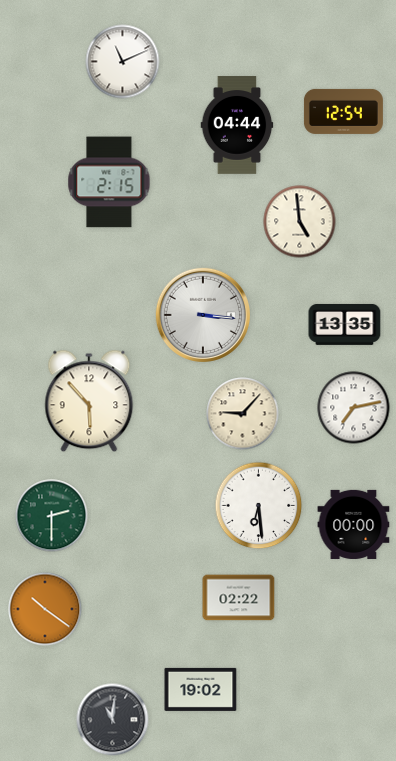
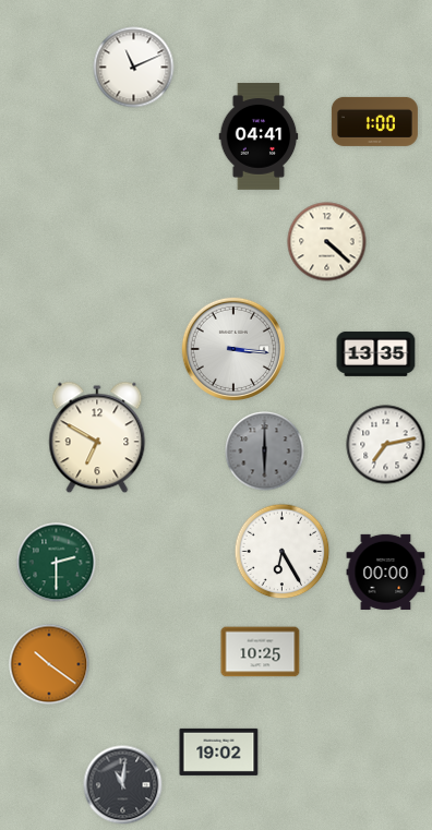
clock at (343, 111): 12:54 -> 1:00
clock at (237, 125): 04:44 -> 04:41
clock at (109, 182): 2:15 -> none
clock at (300, 222): 4:59 -> 4:22
clock at (203, 315) position: (203, 315) -> (233, 349)
clock at (89, 401): 5:53 -> 6:50
clock at (243, 414): 9:07 -> 6:00
clock at (243, 414) dial: cream -> grey
clock at (259, 506): 6:29 -> 6:25
clock at (239, 598): 02:22 -> 10:25
